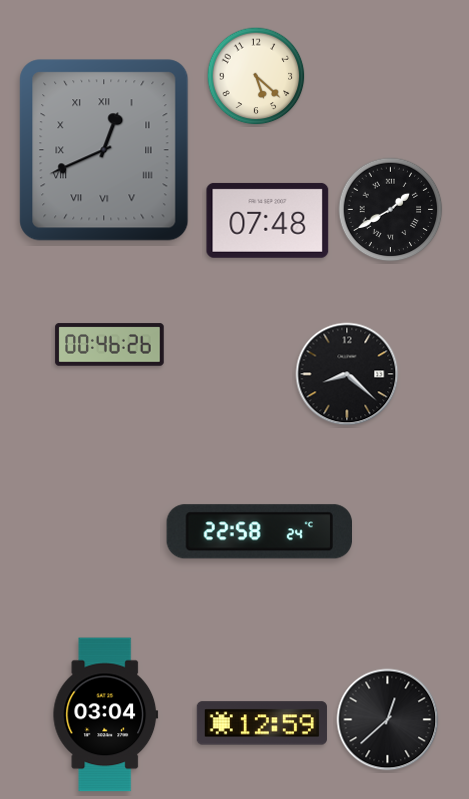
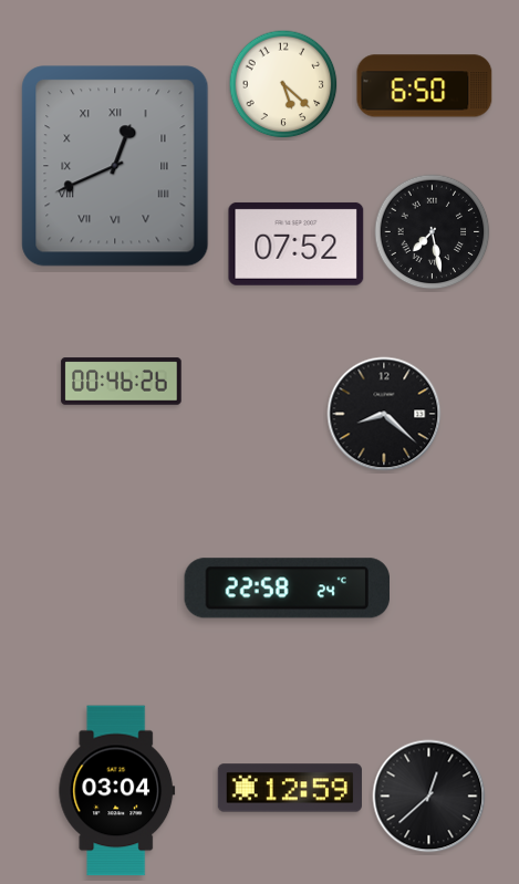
clock at (425, 86): none -> 6:50
clock at (391, 210): 1:40 -> 7:28
clock at (268, 220): 07:48 -> 07:52
clock at (262, 723) position: (262, 723) -> (290, 788)
